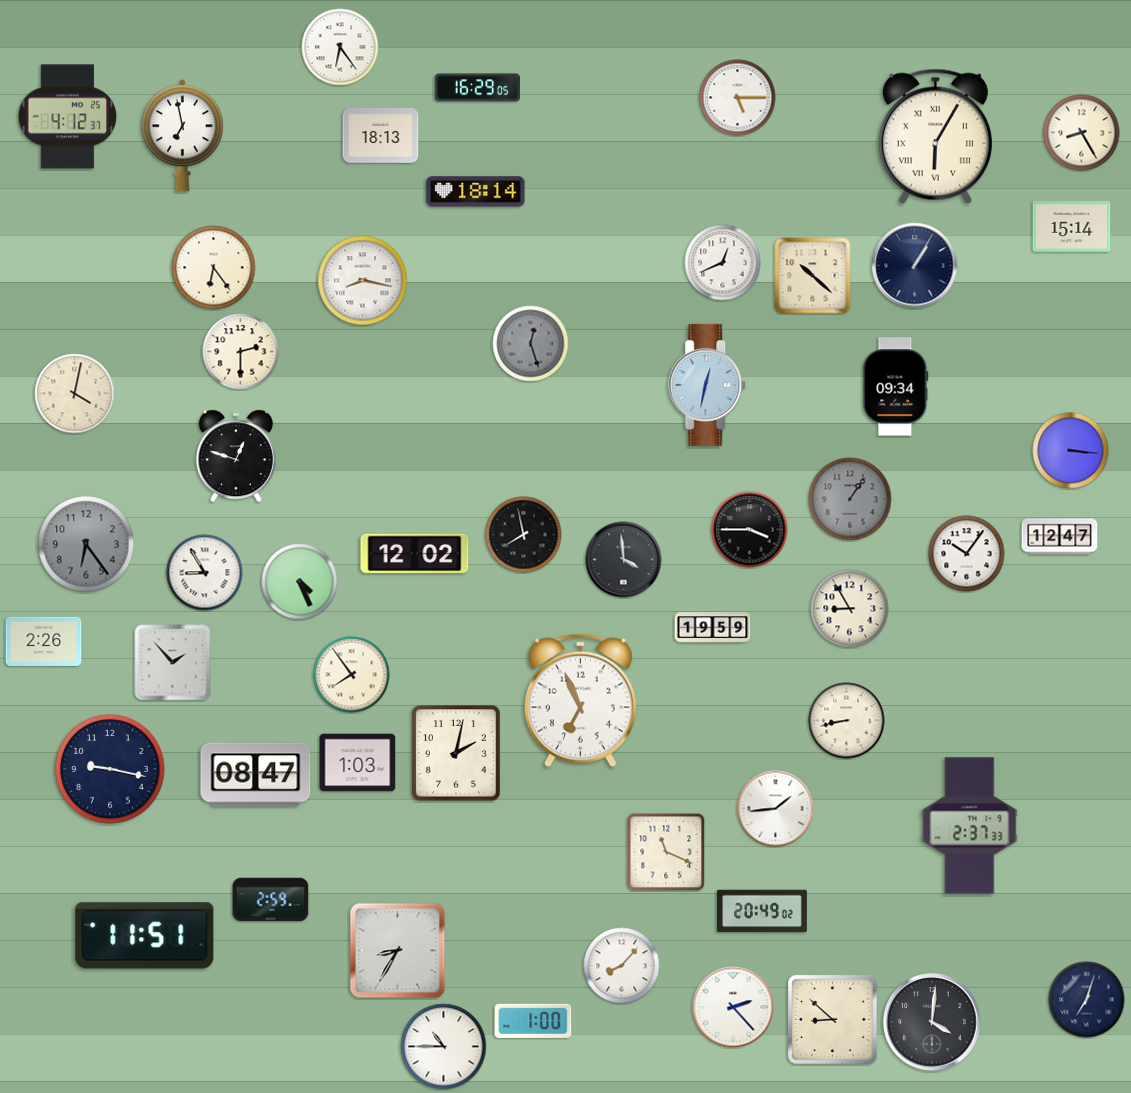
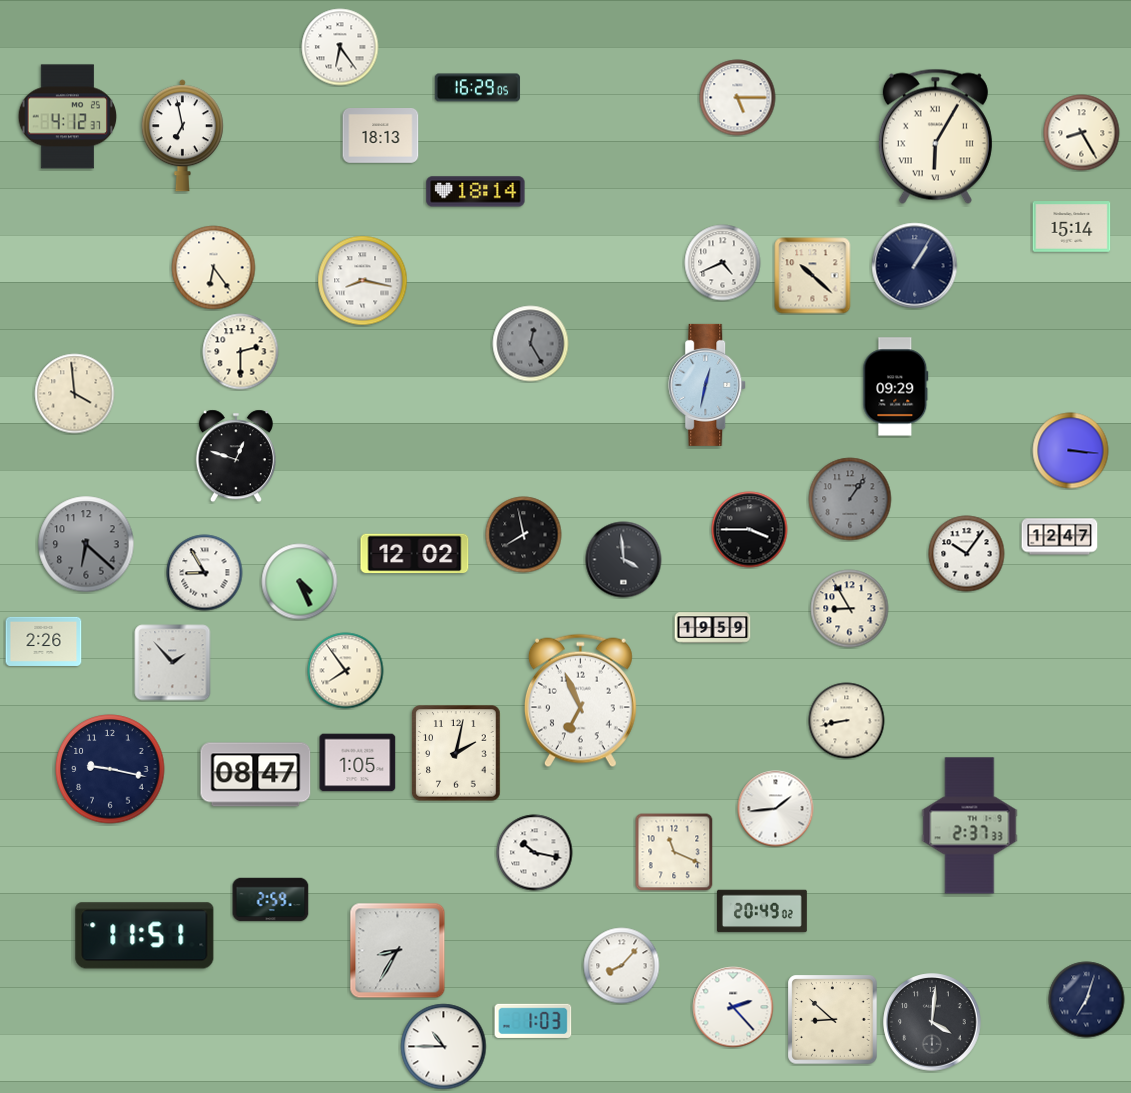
clock at (723, 263): 12:41 -> 4:41
clock at (531, 344): 12:27 -> 12:25
clock at (896, 387): 09:34 -> 09:29
clock at (75, 394): 4:02 -> 3:59
clock at (86, 544): 6:24 -> 6:22
clock at (352, 675) position: (352, 675) -> (346, 671)
clock at (358, 763): 1:03 -> 1:05
clock at (666, 852) position: (666, 852) -> (674, 852)
clock at (535, 853): none -> 10:17
clock at (533, 1021): 1:00 -> 1:03
